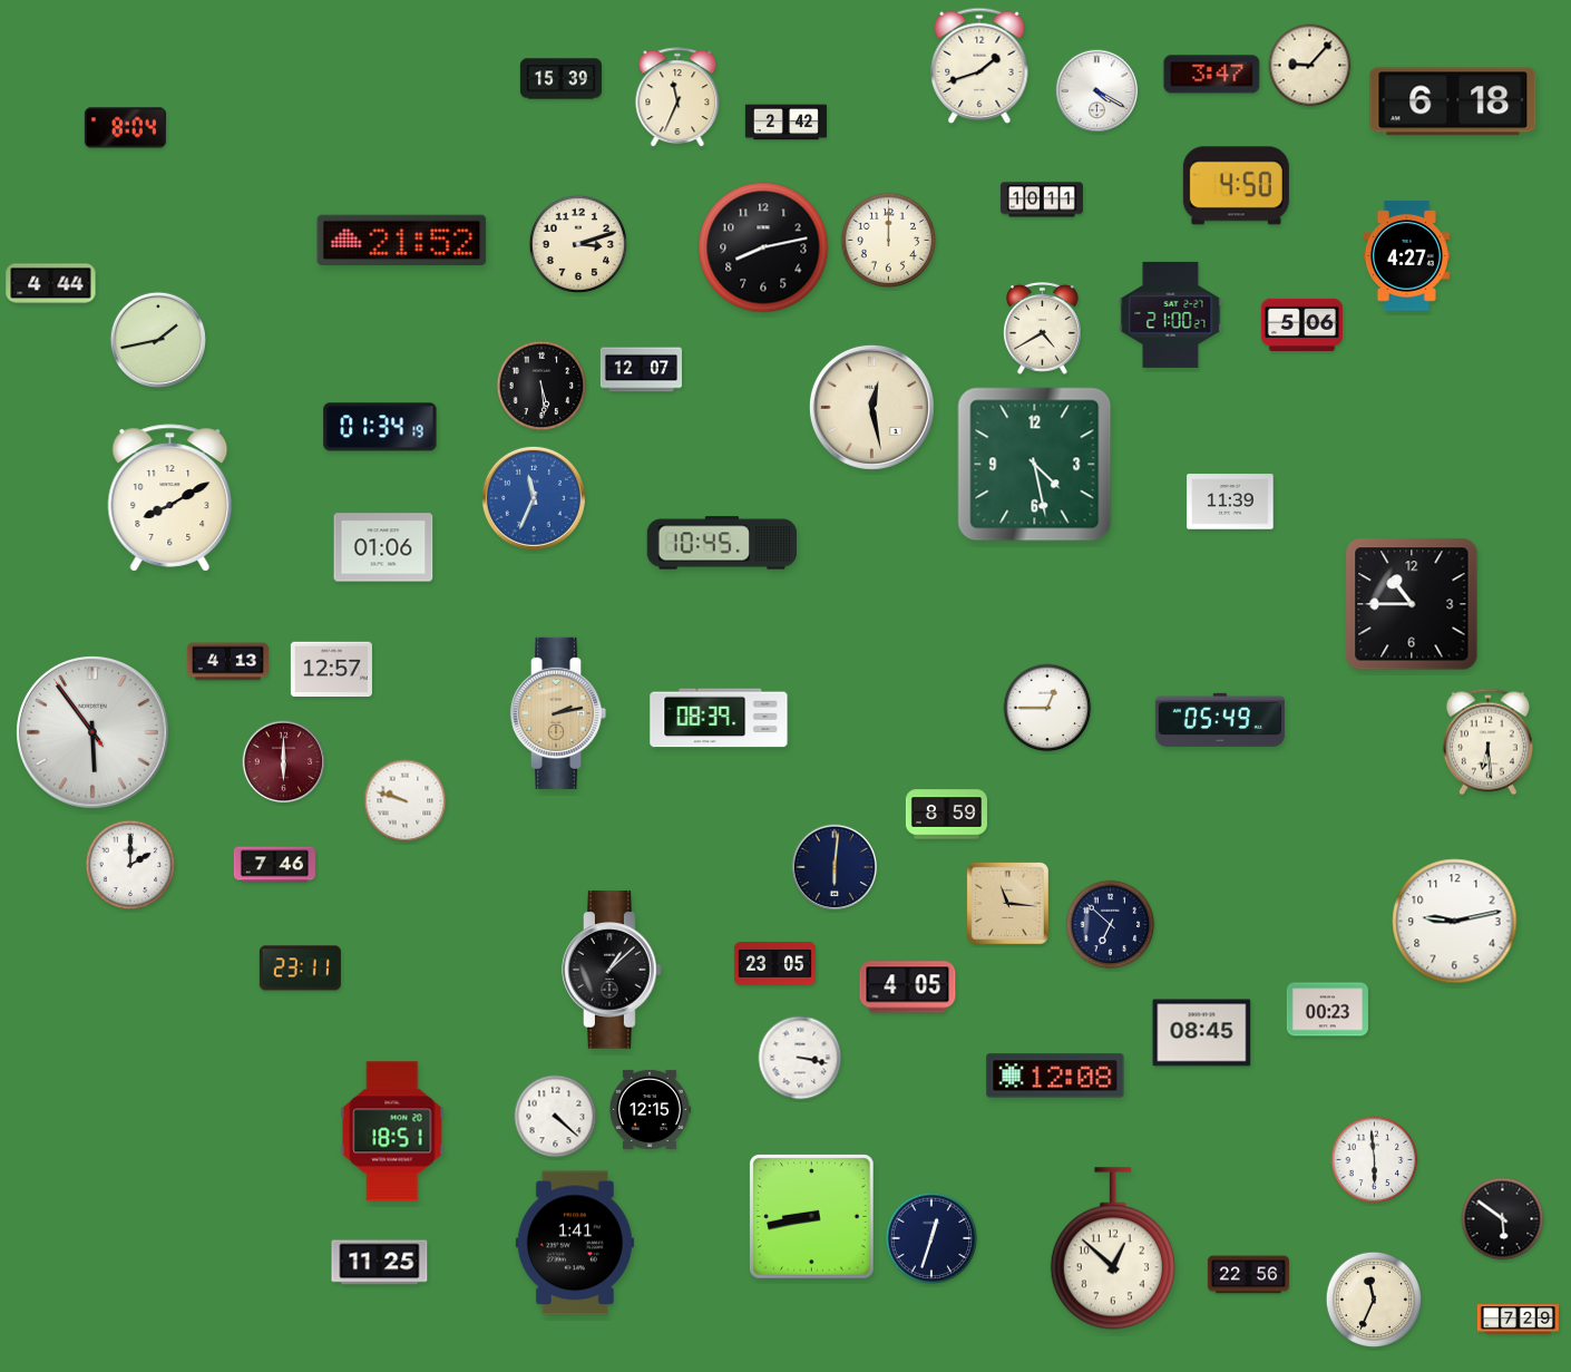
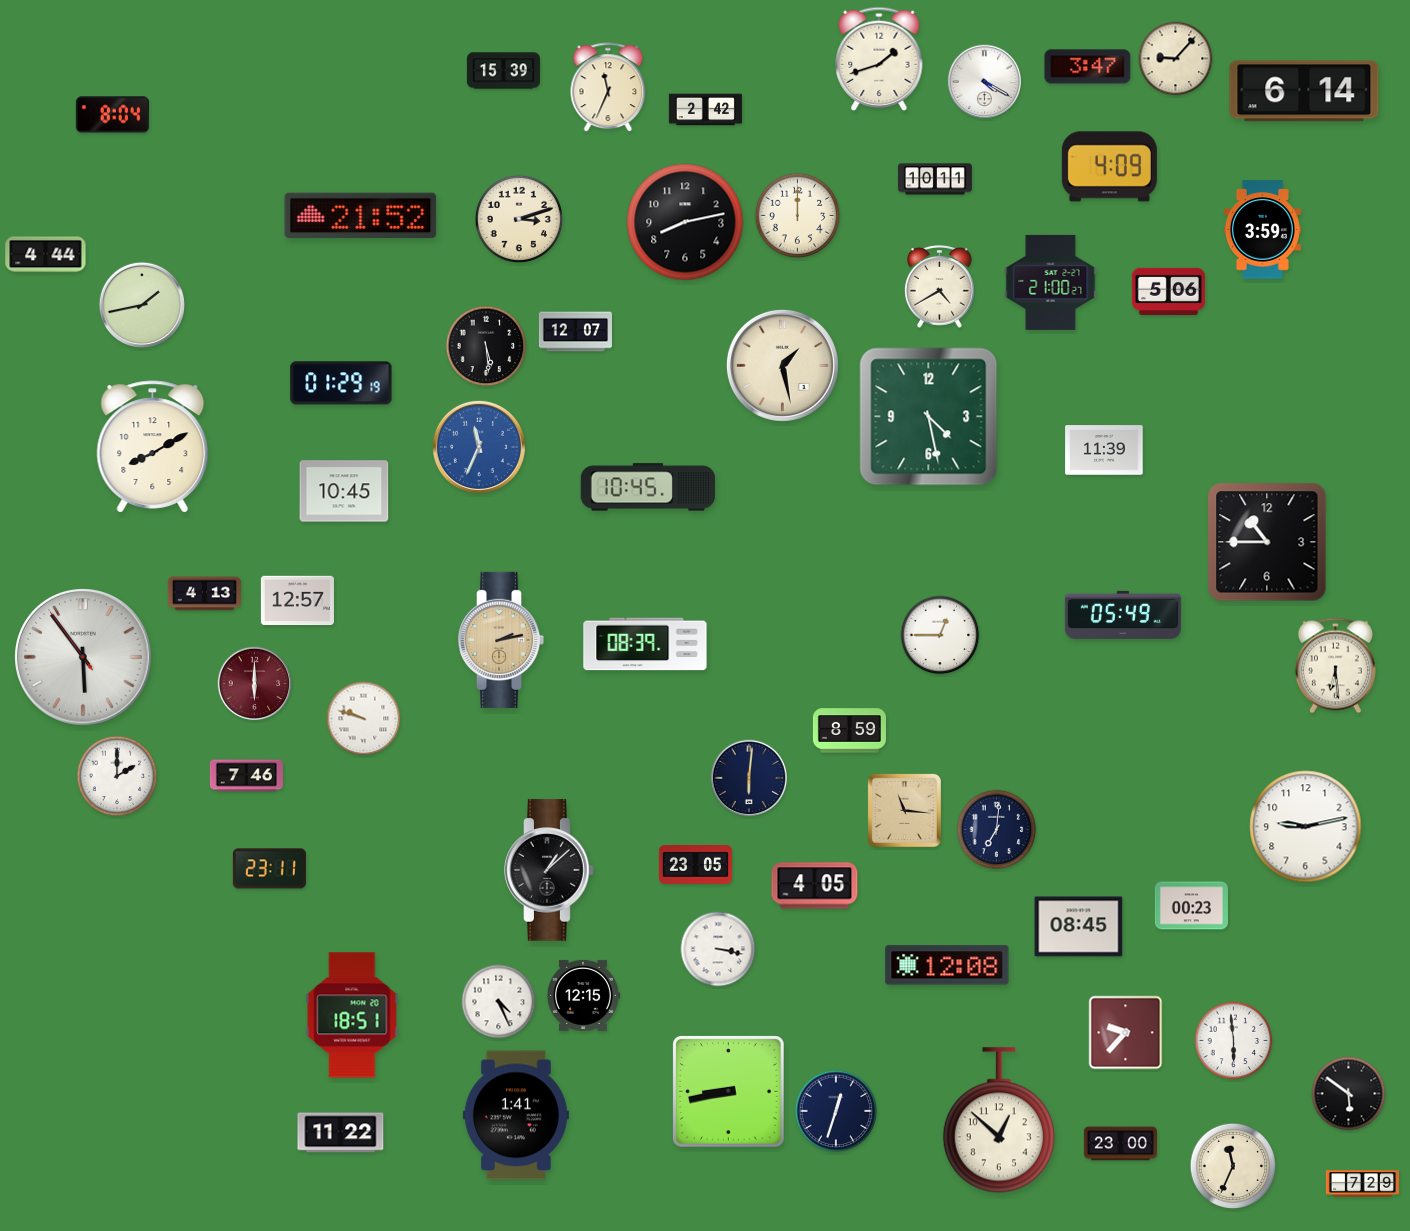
clock at (1453, 101): 6:18 -> 6:14
clock at (1236, 186): 4:50 -> 4:09
clock at (1406, 256): 4:27 -> 3:59
clock at (1043, 328) position: (1043, 328) -> (940, 286)
clock at (871, 407): 12:28 -> 1:28
clock at (380, 427): 01:34 -> 01:29
clock at (383, 547): 01:06 -> 10:45
clock at (1220, 720) position: (1220, 720) -> (1123, 615)
clock at (1111, 925): 6:52 -> 7:01
clock at (556, 1117): 4:22 -> 4:26
clock at (1126, 1033): none -> 9:37
clock at (380, 1263): 11:25 -> 11:22
clock at (1248, 1275): 22:56 -> 23:00
